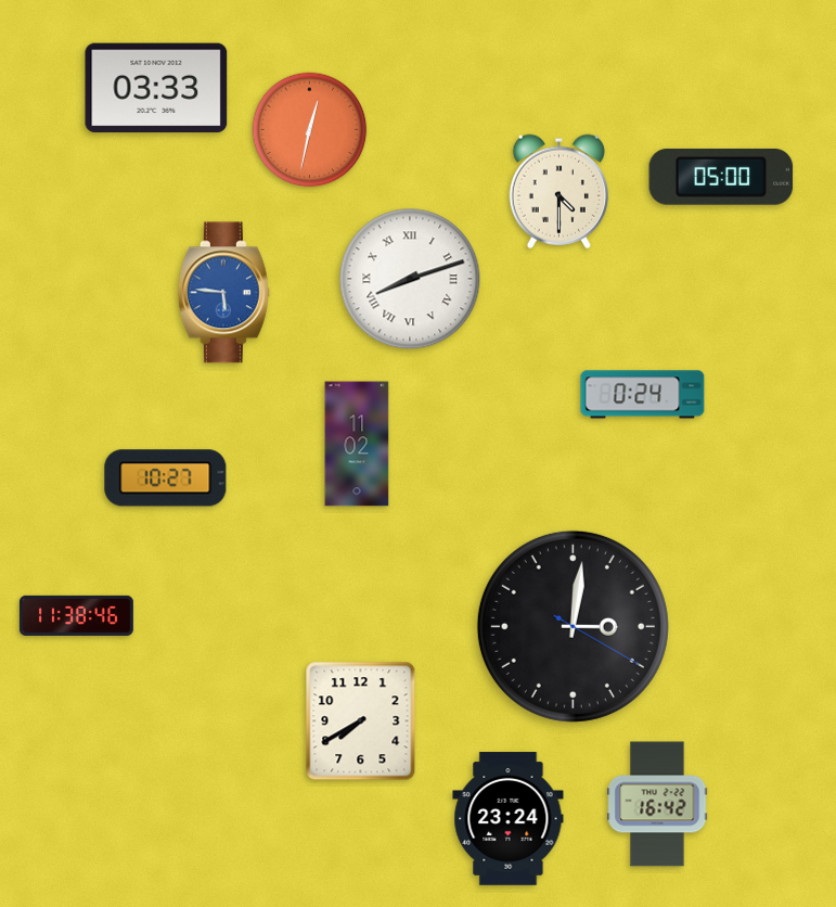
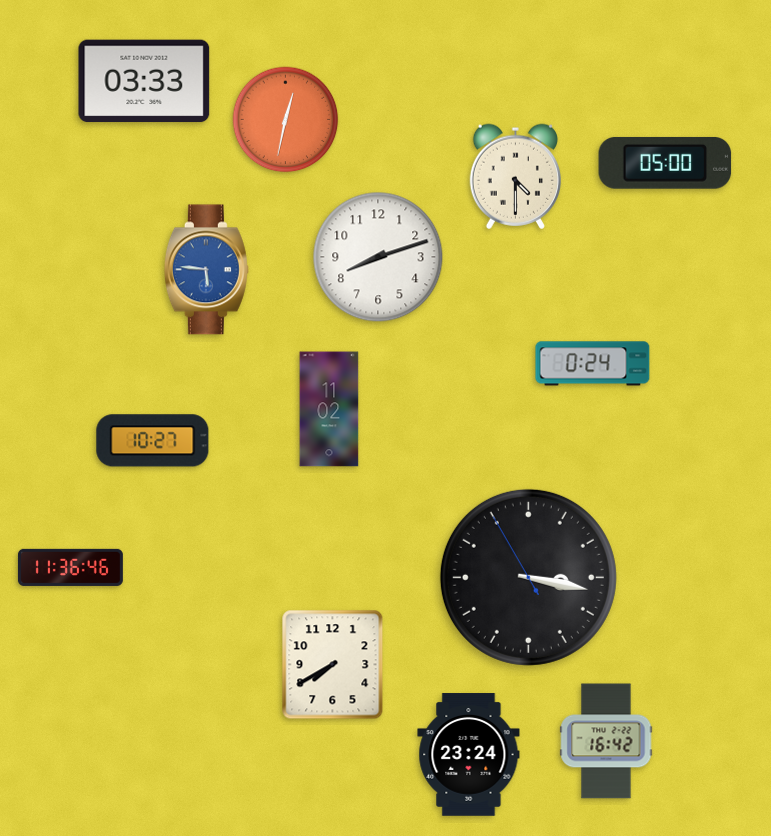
clock at (410, 279) numerals: Roman -> Arabic
clock at (76, 615): 11:38 -> 11:36
clock at (573, 626): 3:01 -> 3:16
